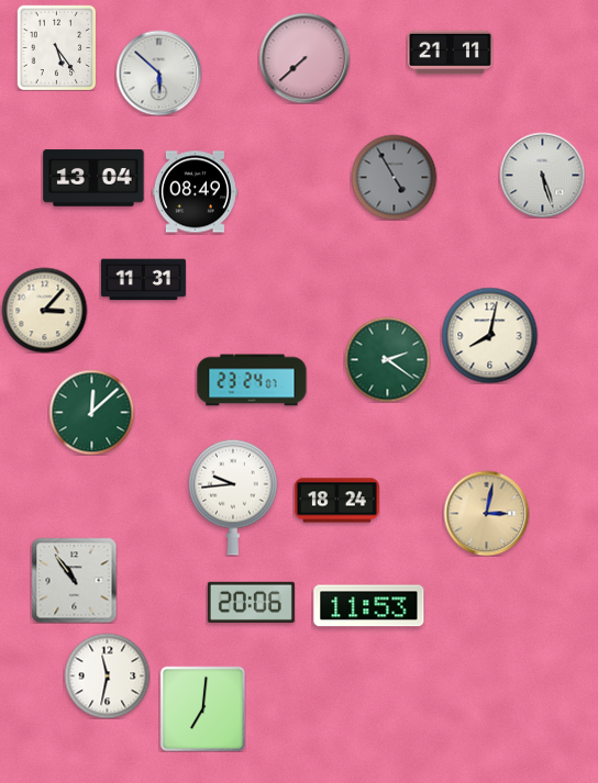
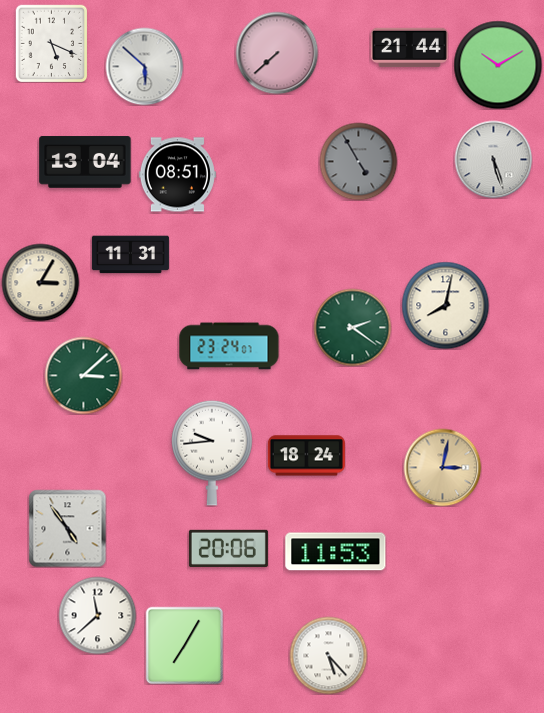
clock at (57, 47): 5:24 -> 5:19
clock at (450, 53): 21:11 -> 21:44
clock at (498, 65): none -> 10:10
clock at (195, 192): 08:49 -> 08:51
clock at (44, 310): 3:07 -> 3:05
clock at (91, 412): 12:08 -> 3:08
clock at (74, 580): 10:54 -> 4:54
clock at (107, 675): 11:32 -> 11:38
clock at (202, 708): 7:01 -> 7:05
clock at (328, 655): none -> 5:23
